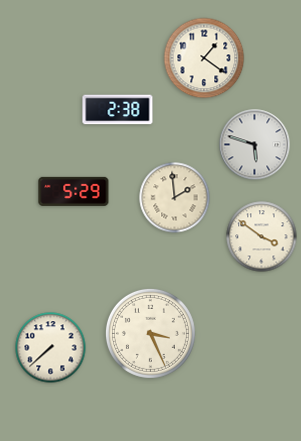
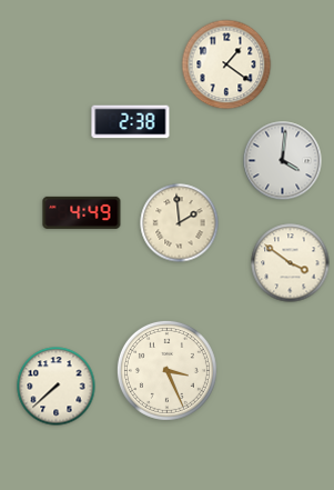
clock at (255, 145): 5:48 -> 4:01
clock at (74, 191): 5:29 -> 4:49
clock at (175, 198) position: (175, 198) -> (180, 223)
